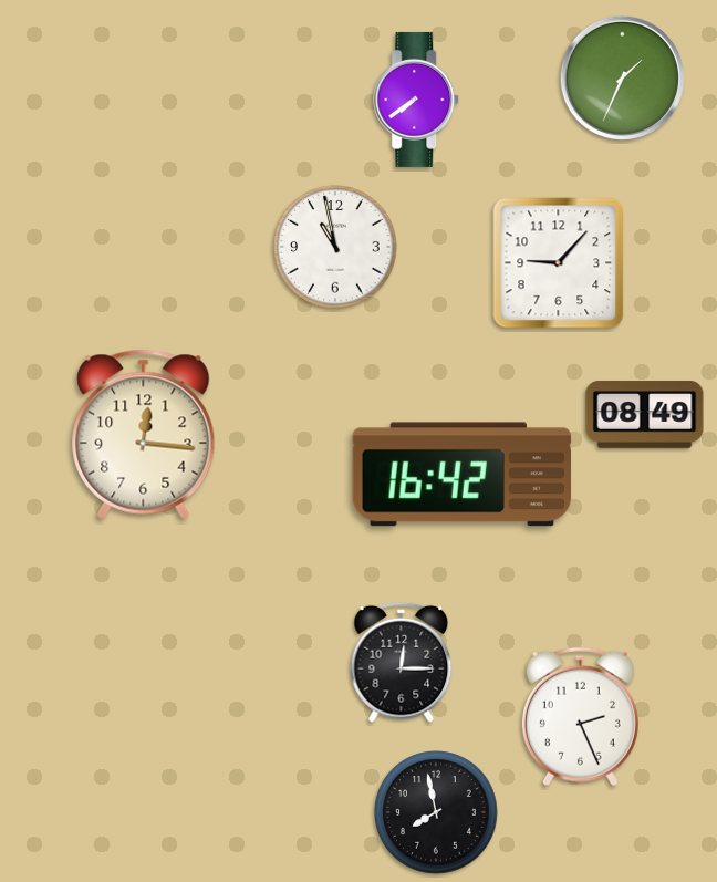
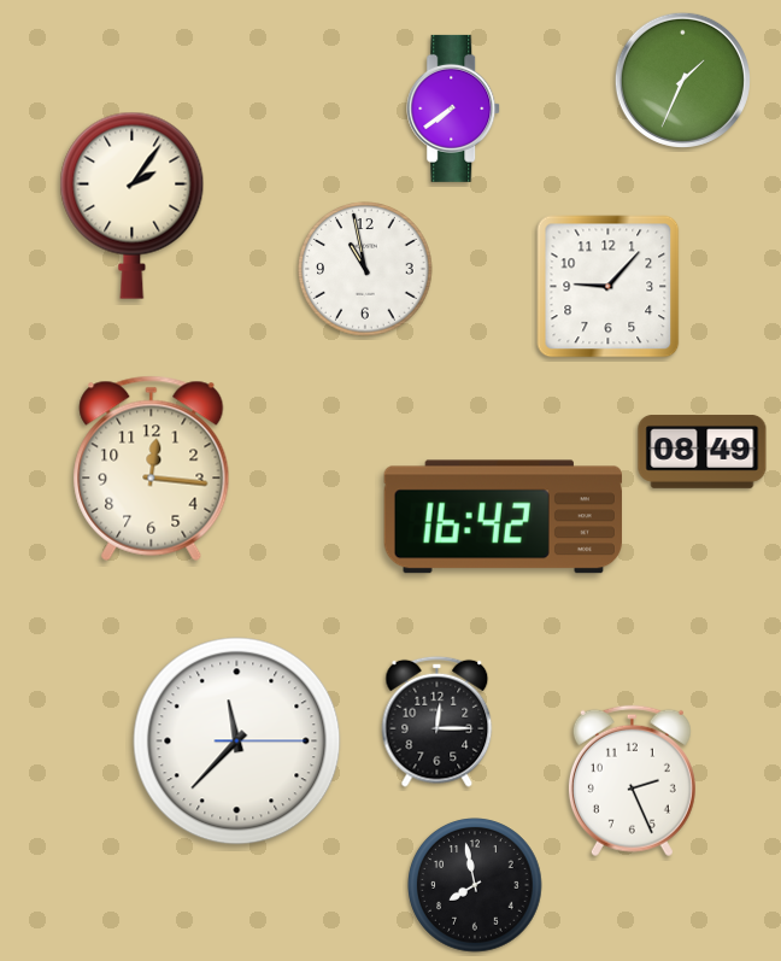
clock at (622, 77) position: (622, 77) -> (682, 80)
clock at (133, 205): none -> 2:06
clock at (144, 434) position: (144, 434) -> (152, 468)
clock at (237, 742): none -> 11:37
